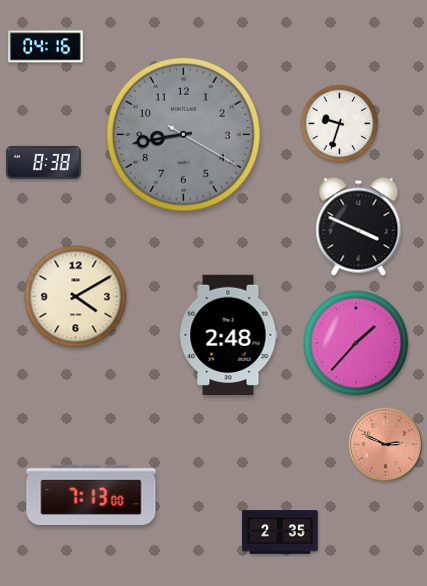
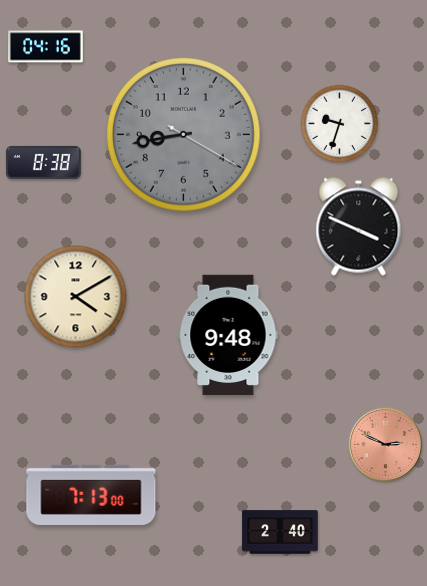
clock at (228, 334): 2:48 -> 9:48
clock at (356, 343): 1:37 -> none
clock at (280, 532): 2:35 -> 2:40
